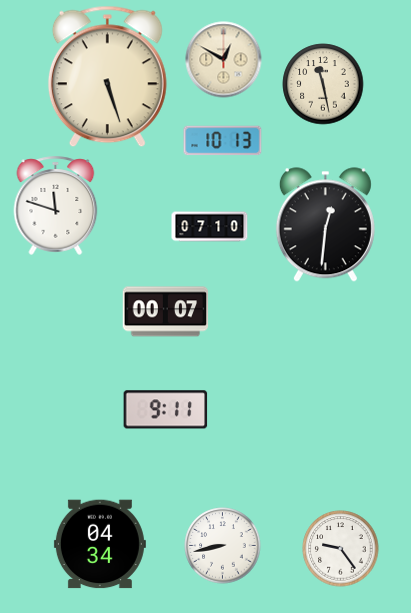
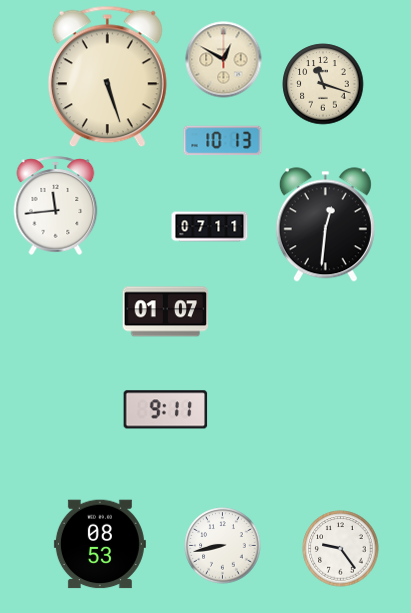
clock at (323, 84): 11:28 -> 11:18
clock at (56, 205): 11:48 -> 11:44
clock at (210, 227): 07:10 -> 07:11
clock at (166, 312): 00:07 -> 01:07
clock at (100, 544): 04:34 -> 08:53
